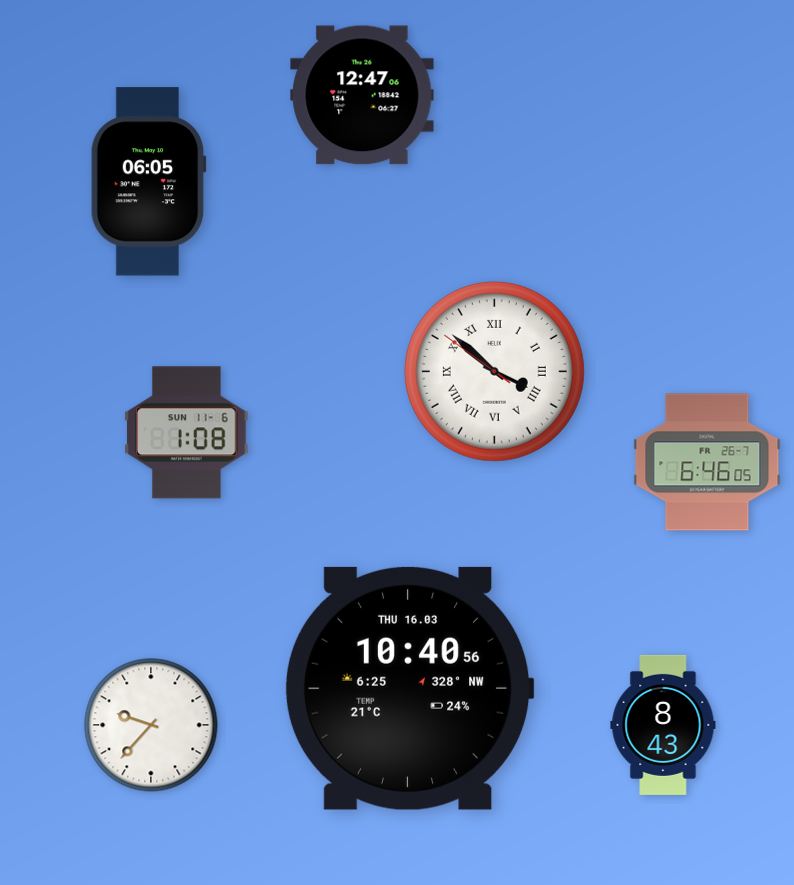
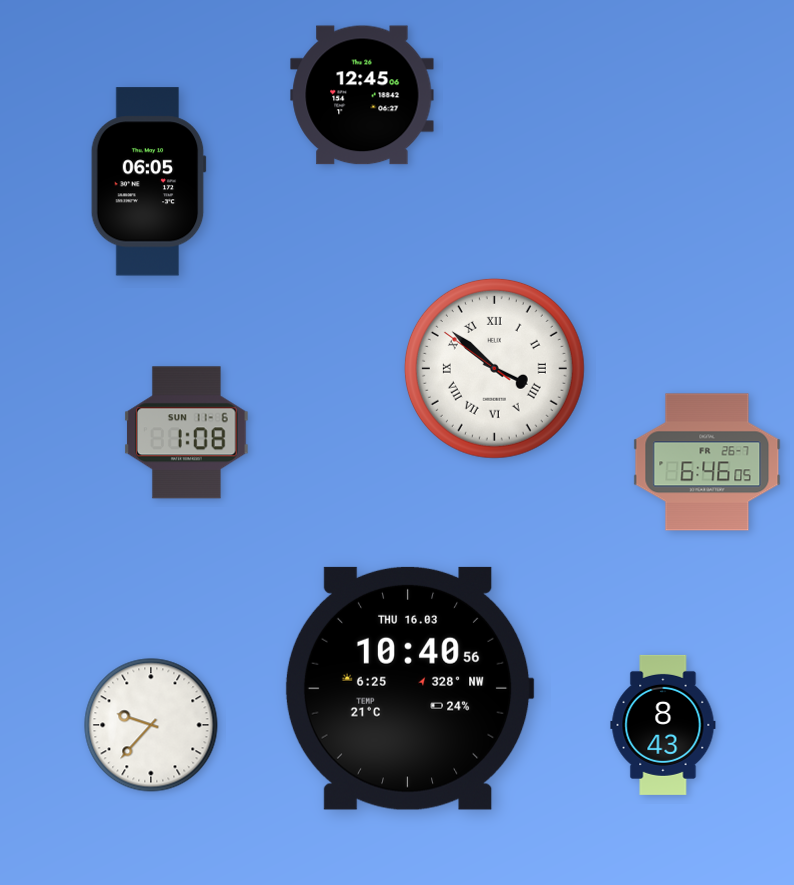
clock at (362, 95): 12:47 -> 12:45
clock at (494, 371) position: (494, 371) -> (494, 368)
